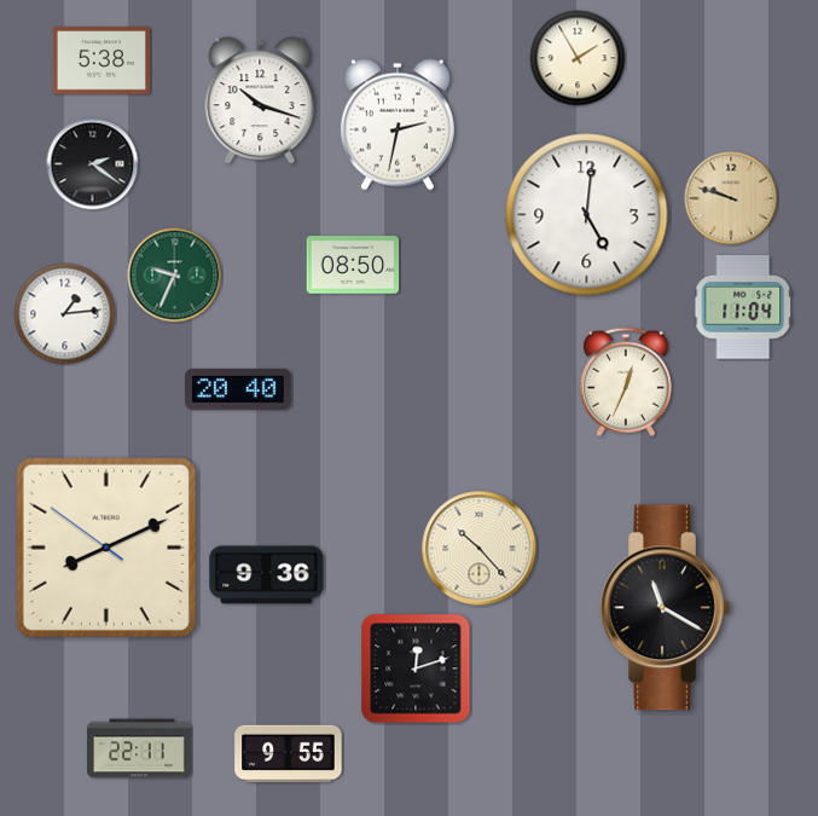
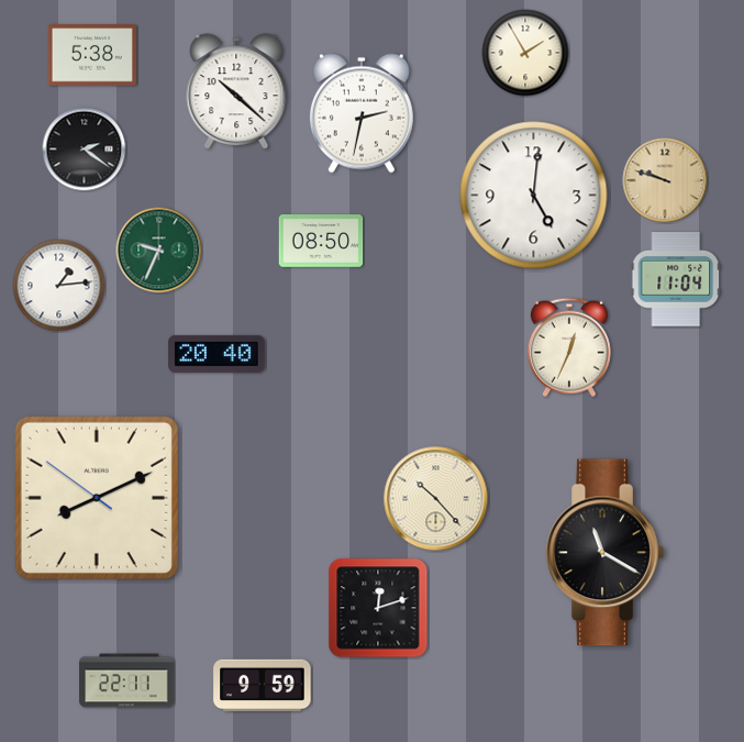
clock at (260, 100): 10:18 -> 10:22
clock at (267, 575): 9:36 -> none
clock at (289, 754): 9:55 -> 9:59
